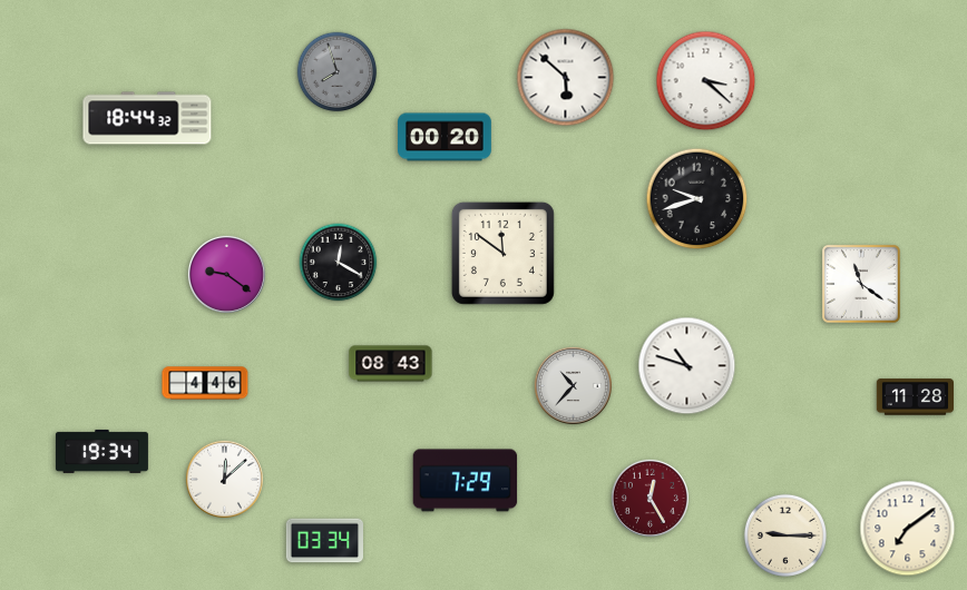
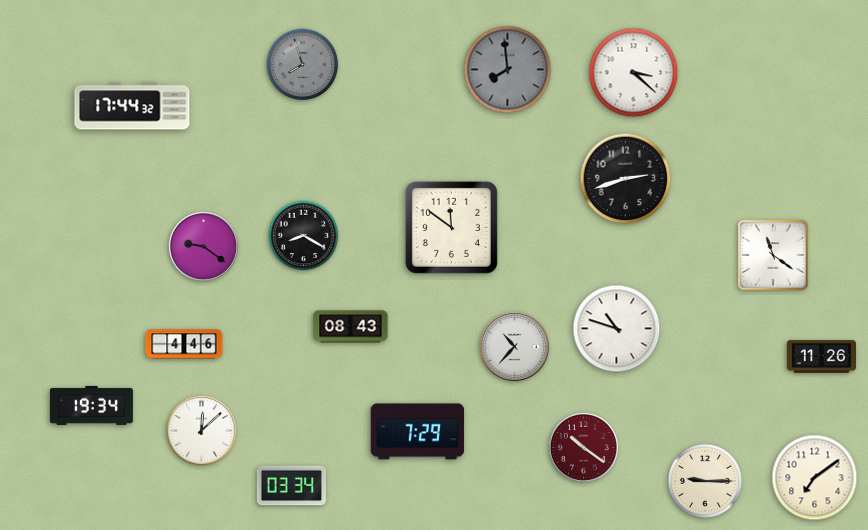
clock at (566, 78): 5:52 -> 7:59
clock at (566, 78) dial: white -> grey
clock at (147, 118): 18:44 -> 17:44
clock at (446, 137): 00:20 -> none
clock at (697, 199): 9:42 -> 2:42
clock at (339, 263): 12:20 -> 8:20
clock at (915, 397): 11:28 -> 11:26
clock at (649, 498): 12:25 -> 10:21
clock at (908, 529) position: (908, 529) -> (815, 478)
